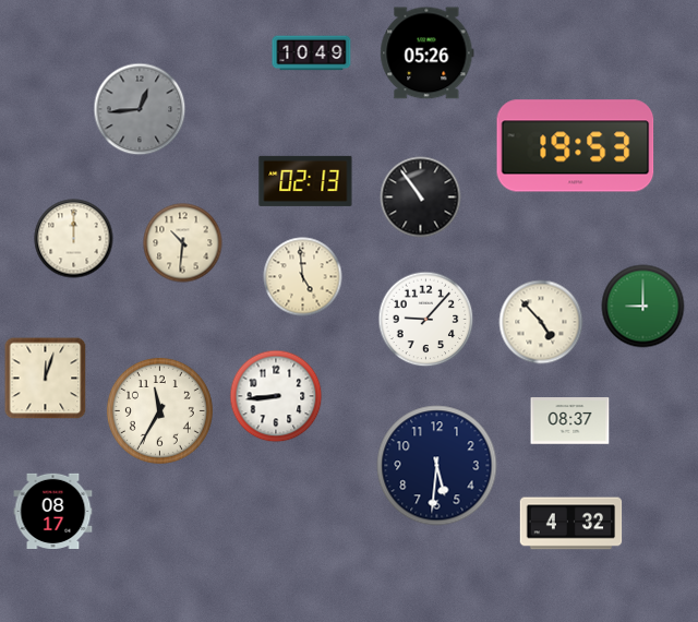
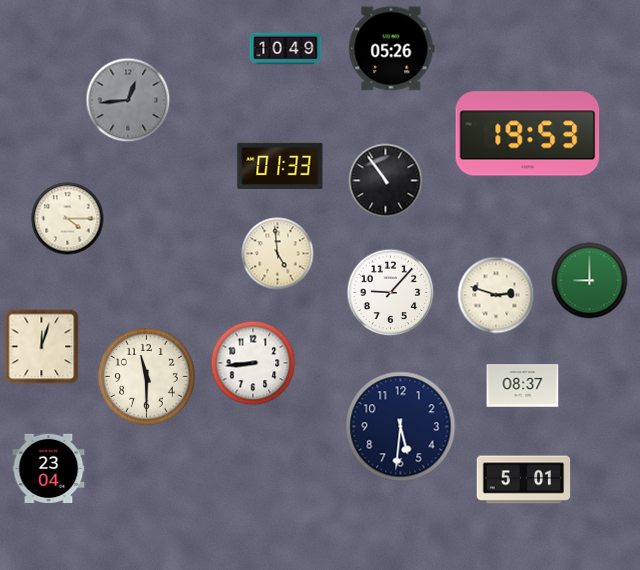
clock at (305, 181): 02:13 -> 01:33
clock at (74, 239): 12:00 -> 4:15
clock at (183, 243): 10:31 -> none
clock at (541, 322): 4:53 -> 2:48
clock at (159, 410): 11:35 -> 11:30
clock at (53, 511): 08:17 -> 23:04
clock at (571, 524): 4:32 -> 5:01
